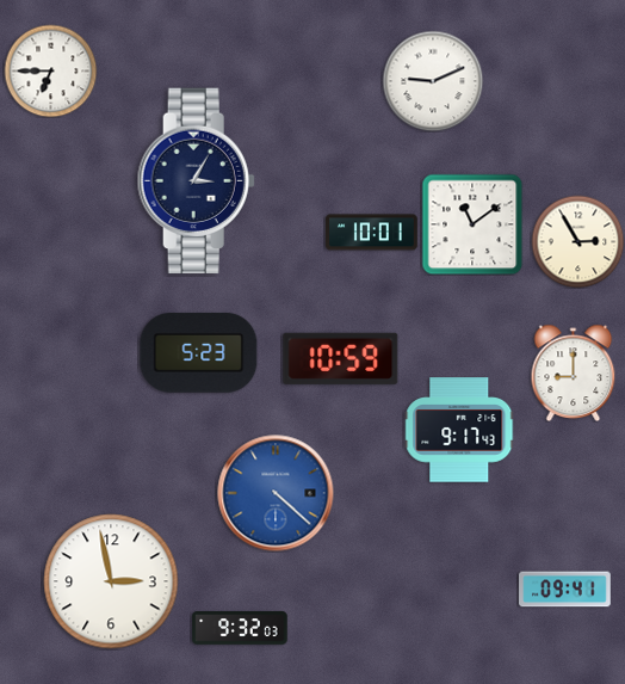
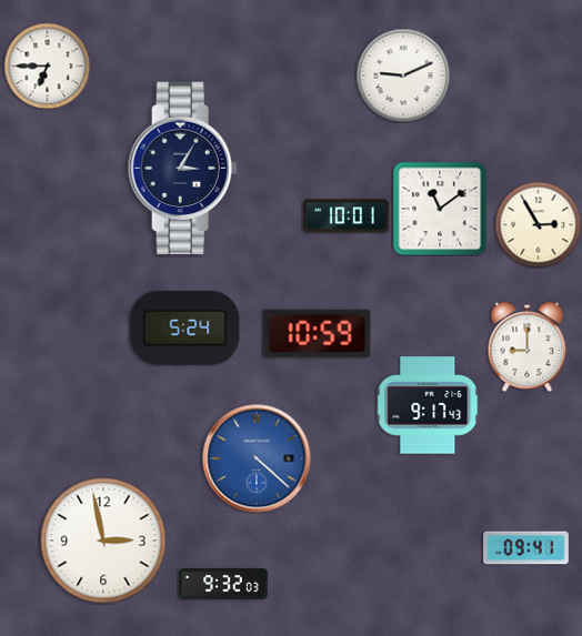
clock at (199, 353): 5:23 -> 5:24
clock at (574, 372) position: (574, 372) -> (528, 346)
clock at (459, 430) position: (459, 430) -> (428, 405)
